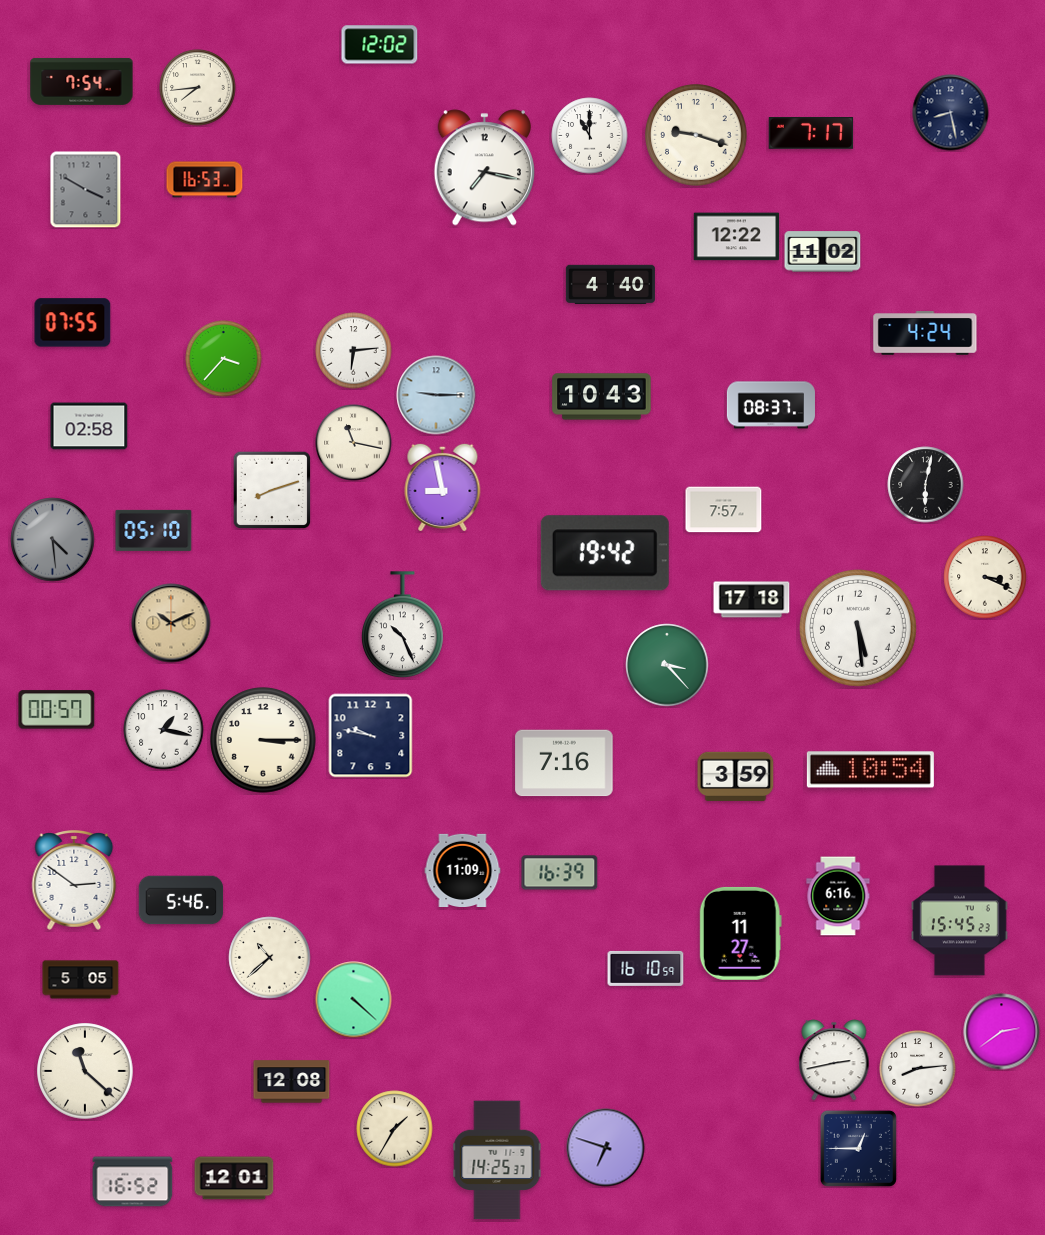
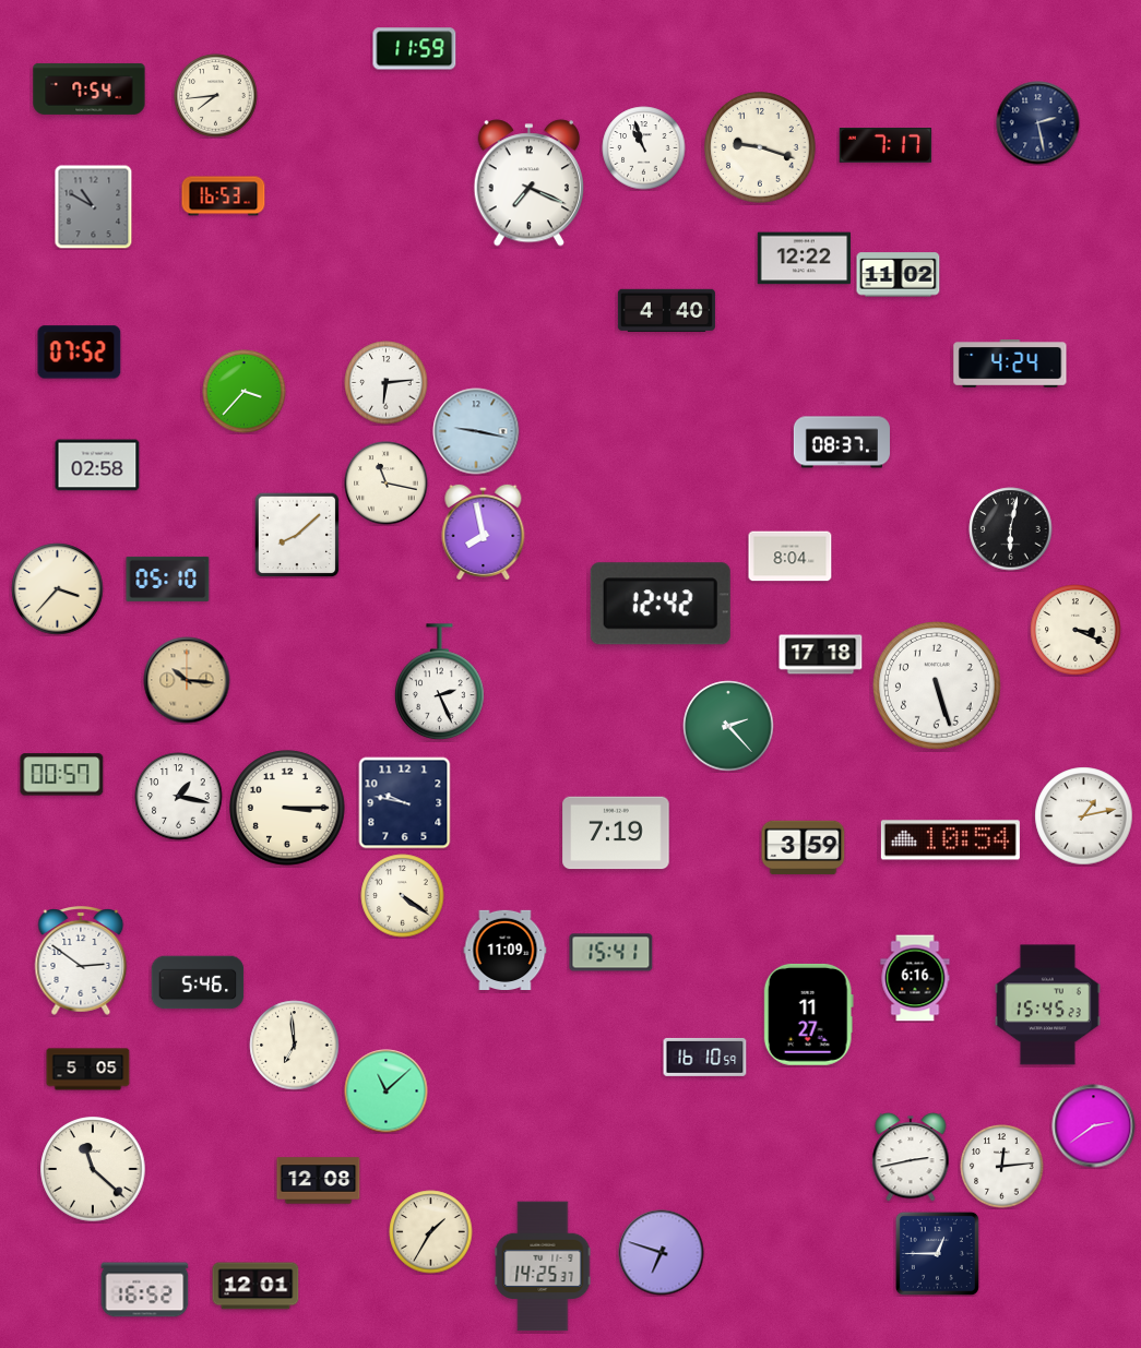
clock at (380, 45): 12:02 -> 11:59
clock at (951, 113): 8:28 -> 2:28
clock at (590, 136): 11:00 -> 10:57
clock at (484, 168): 7:17 -> 7:19
clock at (86, 189): 3:50 -> 10:50
clock at (73, 323): 07:55 -> 07:52
clock at (436, 395): 9:15 -> 9:17
clock at (602, 397): 10:43 -> none
clock at (443, 486): 8:58 -> 7:58
clock at (272, 490): 8:12 -> 8:08
clock at (724, 510): 7:57 -> 8:04
clock at (53, 540): 4:29 -> 3:37
clock at (53, 540) dial: grey -> cream
clock at (605, 553): 19:42 -> 12:42
clock at (171, 623): 10:11 -> 10:16
clock at (403, 625): 10:26 -> 2:26
clock at (858, 628): 5:29 -> 5:27
clock at (667, 665): 3:23 -> 2:23
clock at (1084, 816): none -> 1:13
clock at (564, 763): 7:16 -> 7:19
clock at (403, 896): none -> 4:21
clock at (560, 873): 16:39 -> 15:41
clock at (740, 933) position: (740, 933) -> (808, 1014)
clock at (270, 958): 10:38 -> 6:59
clock at (354, 1000): 4:22 -> 11:08
clock at (918, 1069): 8:14 -> 12:14
